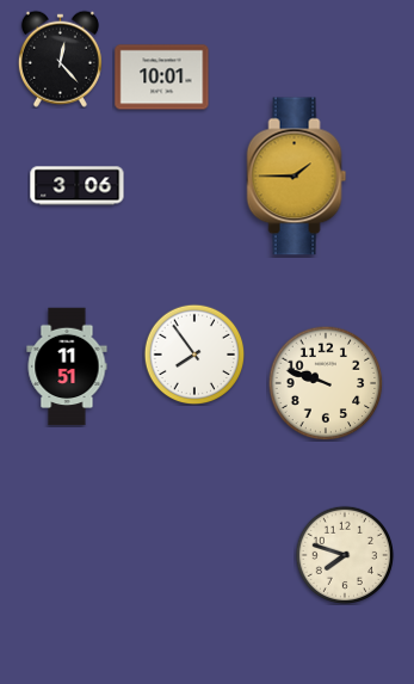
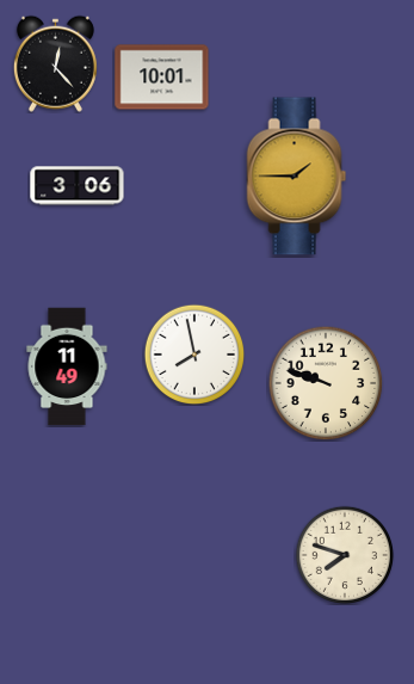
clock at (60, 58) position: (60, 58) -> (55, 63)
clock at (194, 355): 7:54 -> 7:58
clock at (67, 366): 11:51 -> 11:49
